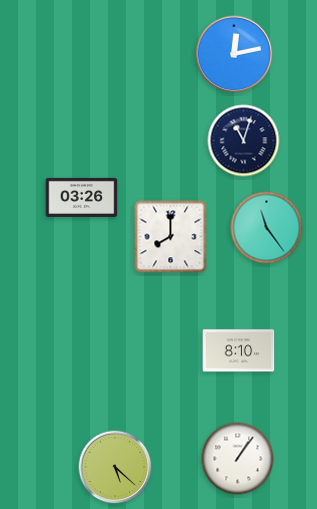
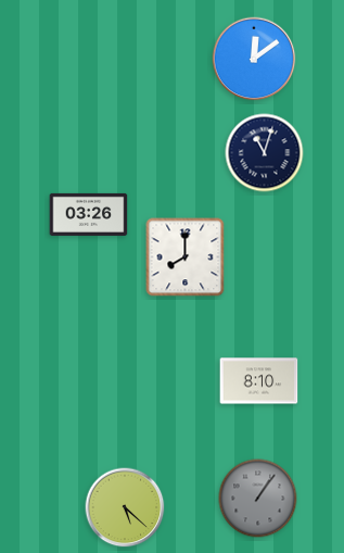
clock at (234, 54): 12:13 -> 12:09
clock at (267, 228): 11:24 -> none
clock at (238, 459) dial: white -> grey
